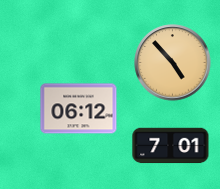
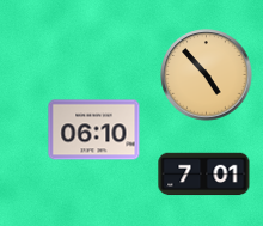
clock at (79, 109): 06:12 -> 06:10
